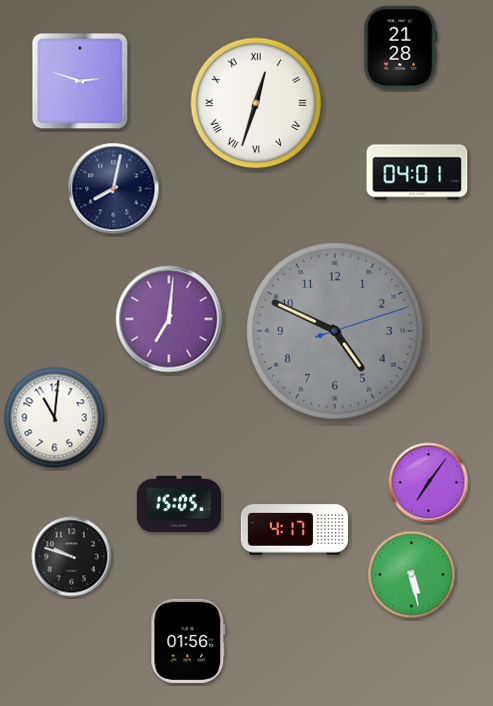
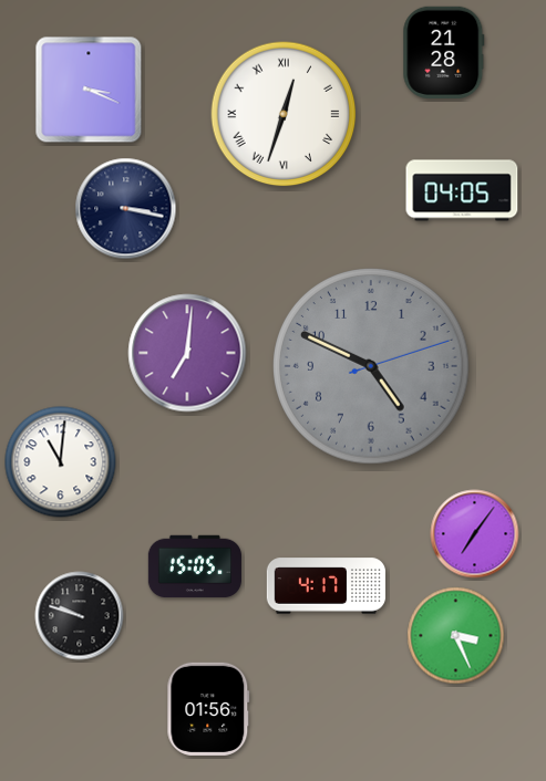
clock at (80, 81): 2:48 -> 3:19
clock at (417, 172): 04:01 -> 04:05
clock at (114, 189): 8:02 -> 3:17
clock at (179, 504) position: (179, 504) -> (195, 566)
clock at (412, 575): 5:28 -> 3:26
